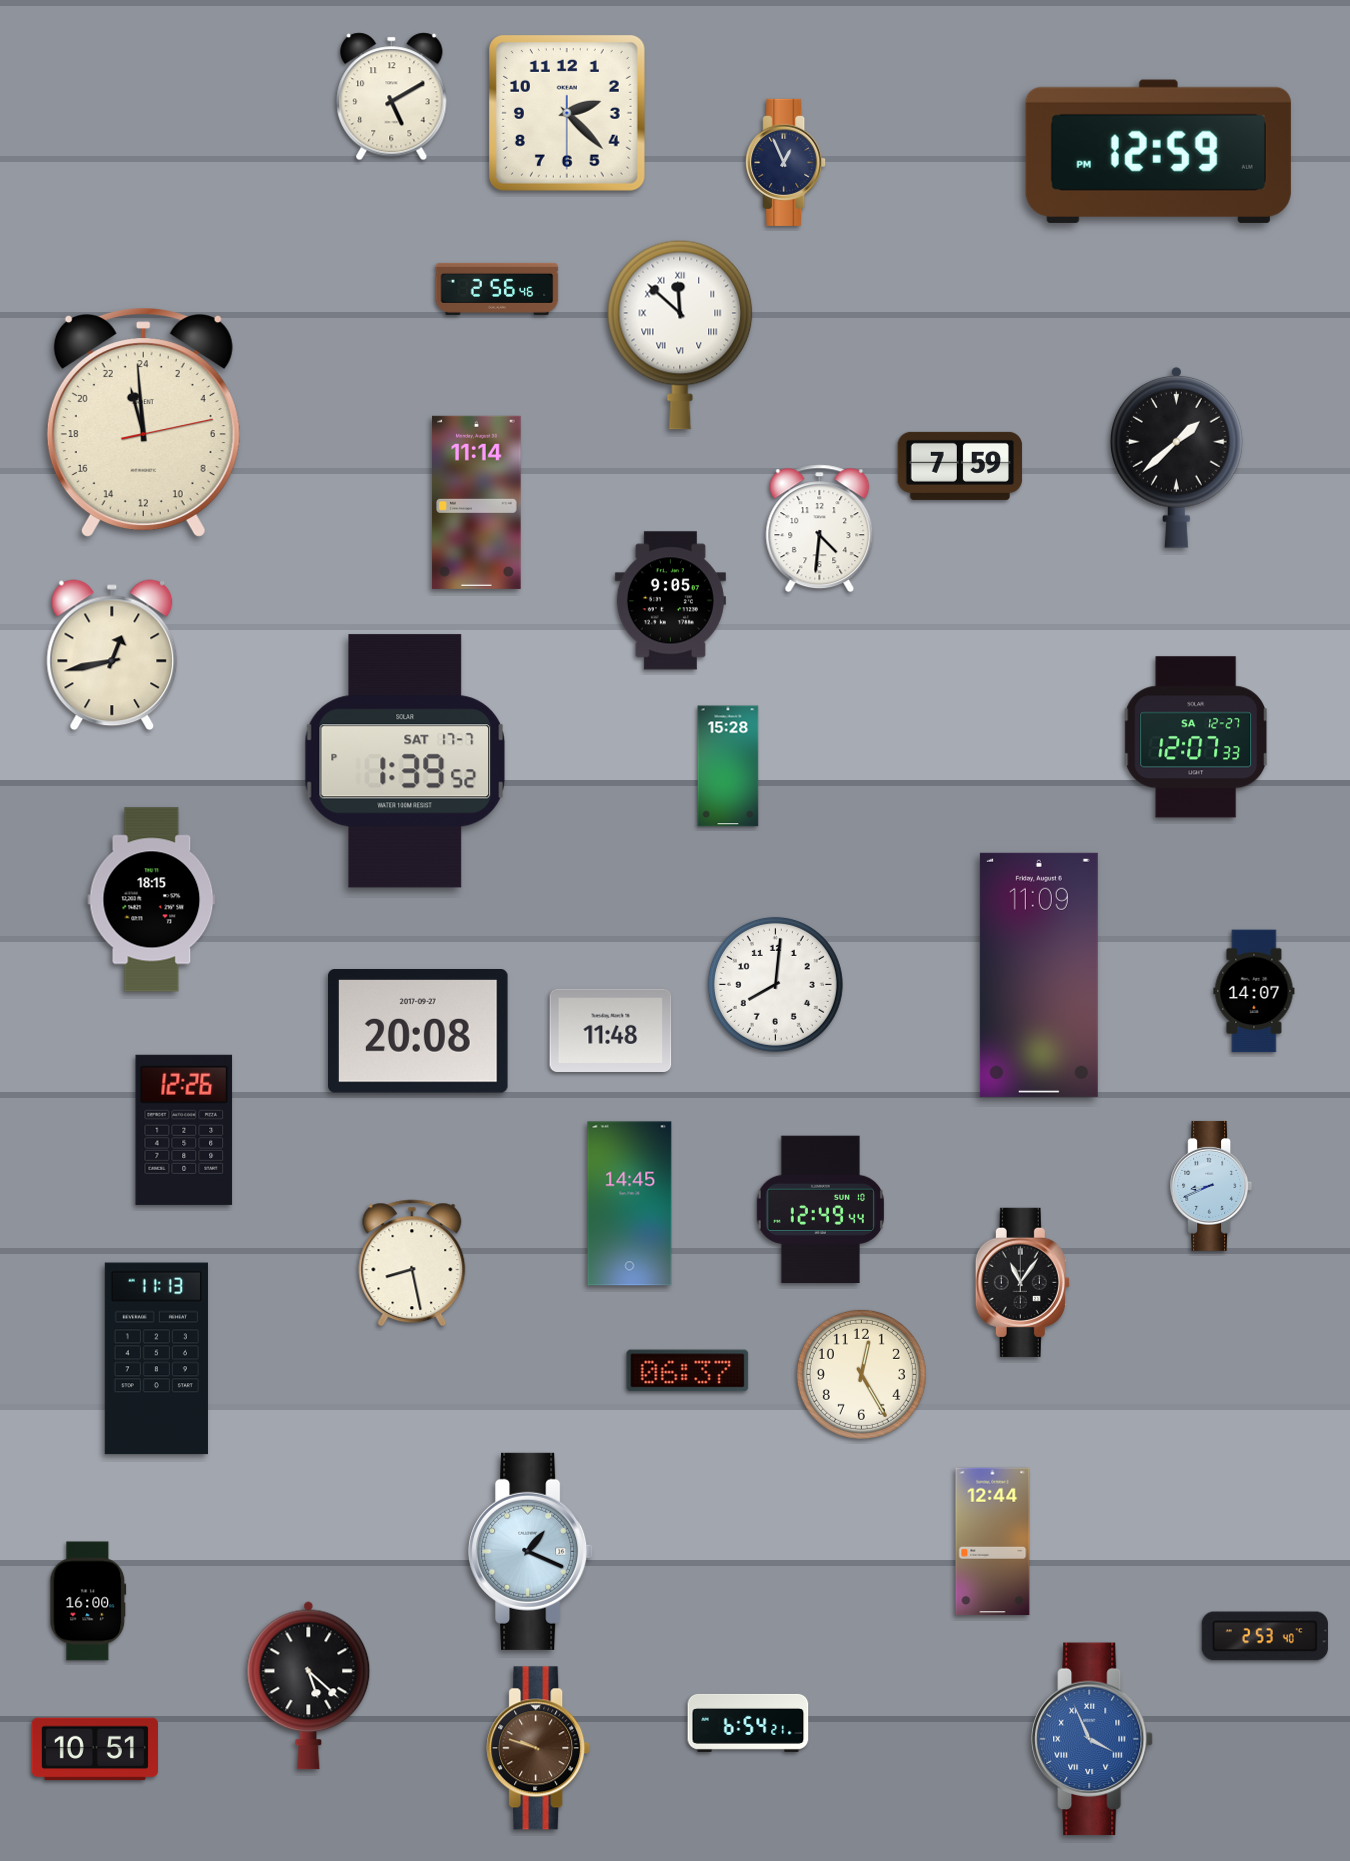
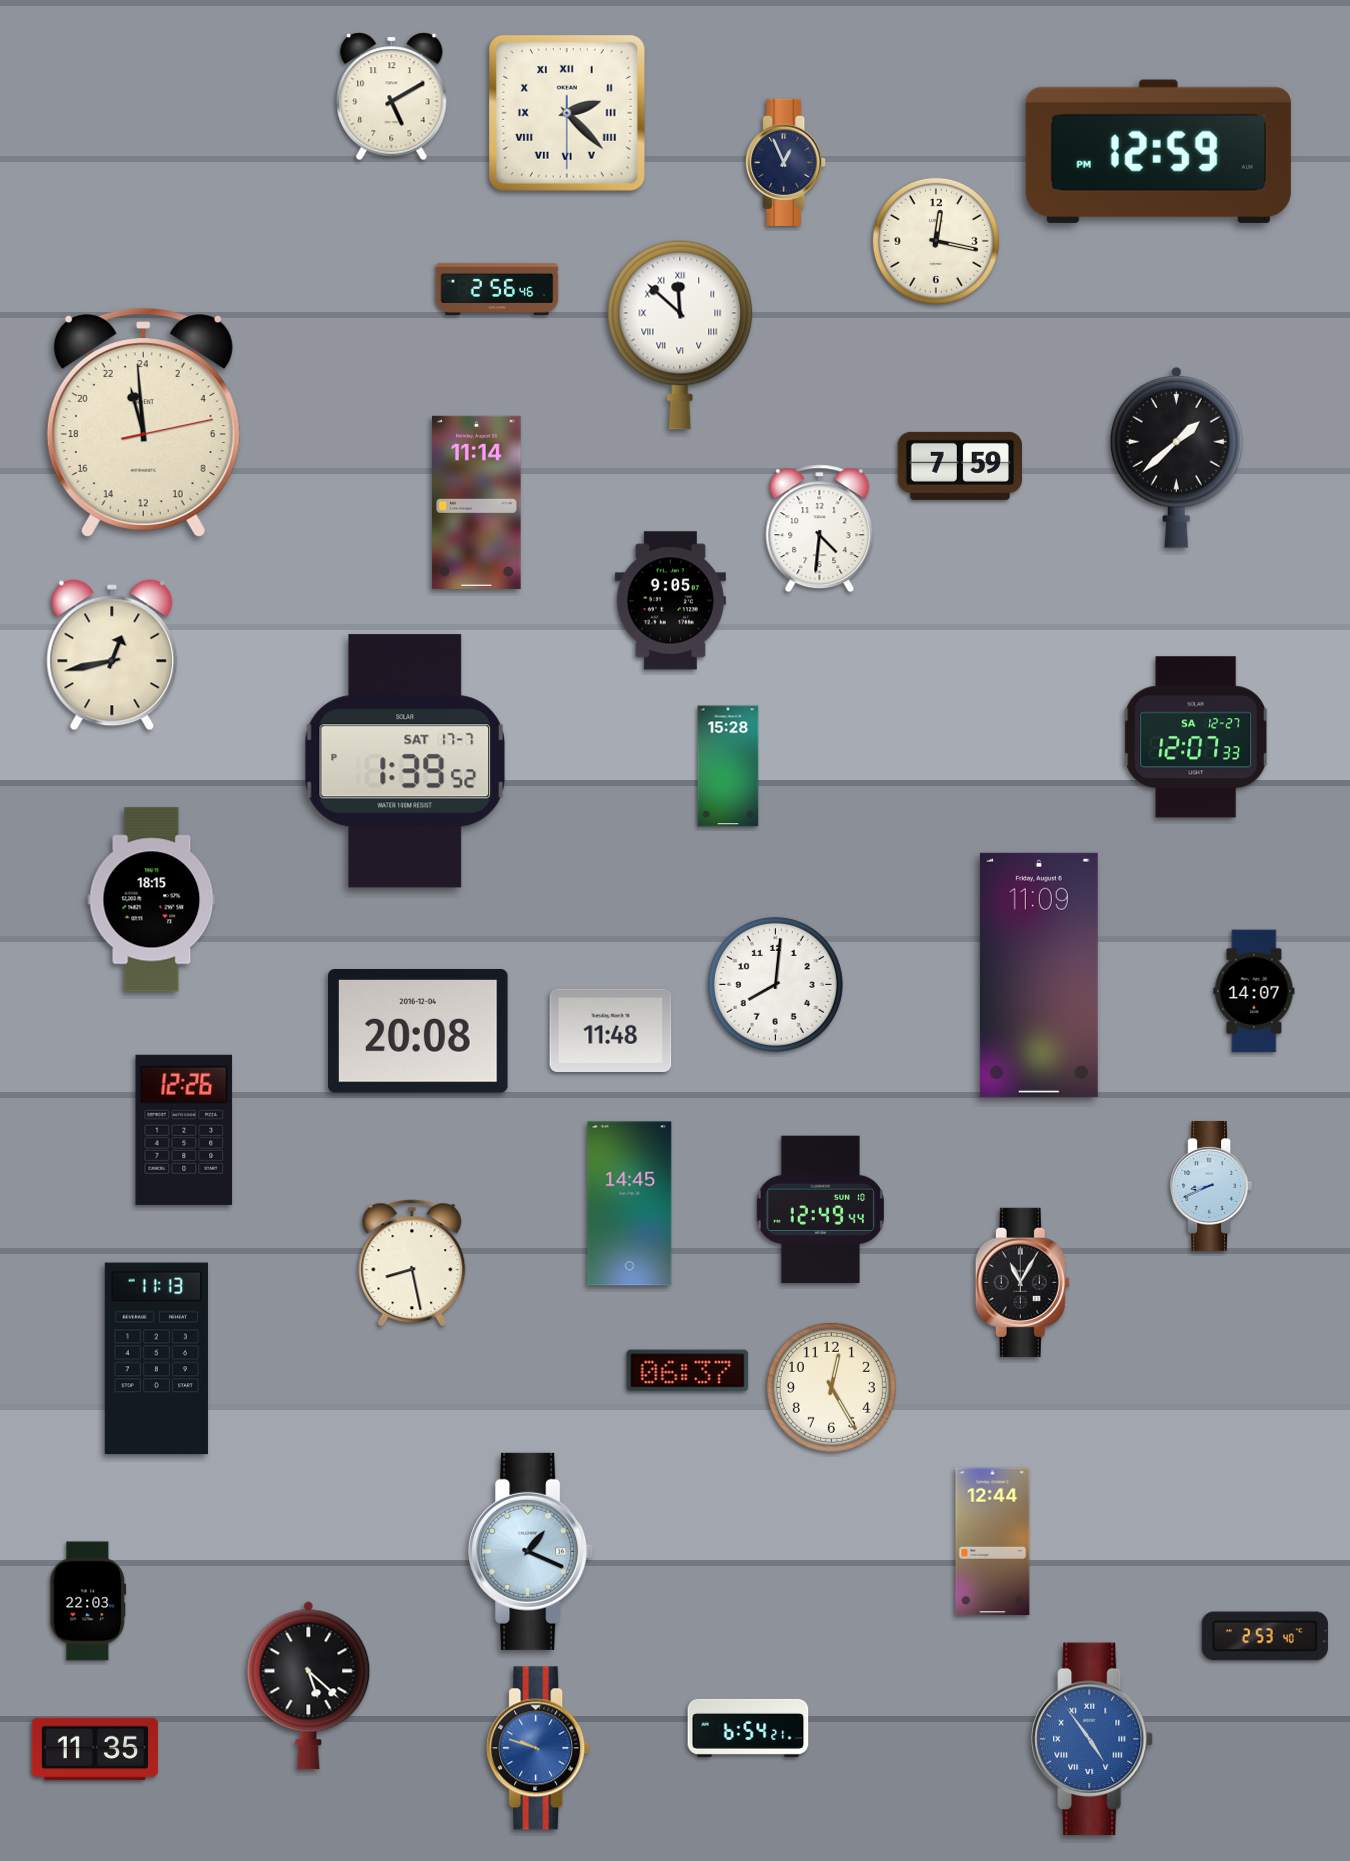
clock at (567, 113) numerals: Arabic -> Roman
clock at (936, 241): none -> 12:17
clock at (419, 1032) date: 2017-09-27 -> 2016-12-04
clock at (1022, 1282): 11:06 -> 11:05
clock at (861, 1374) position: (861, 1374) -> (831, 1387)
clock at (88, 1601): 16:00 -> 22:03
clock at (748, 1723) position: (748, 1723) -> (748, 1728)
clock at (1092, 1739): 3:56 -> 4:54
clock at (538, 1748) dial: brown -> blue
clock at (95, 1749): 10:51 -> 11:35
